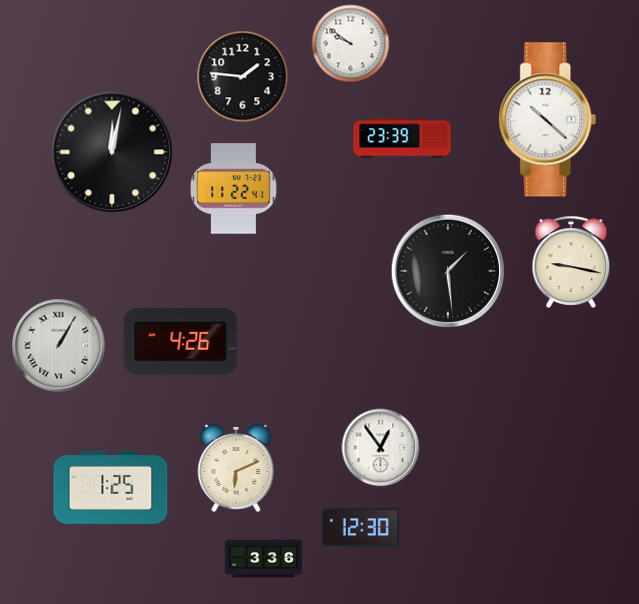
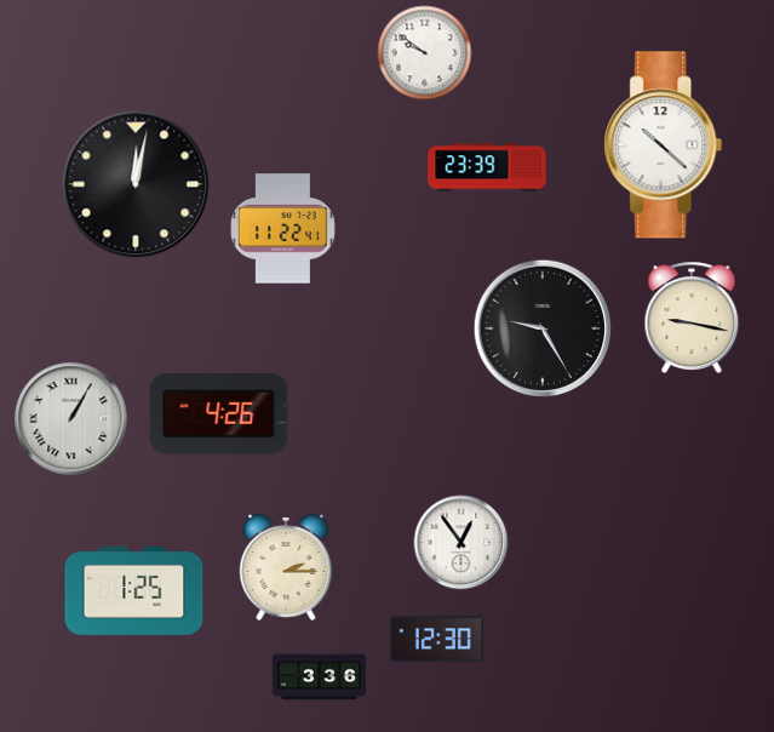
clock at (242, 76): 1:46 -> none
clock at (447, 270): 1:29 -> 9:25
clock at (236, 468): 6:11 -> 2:15
